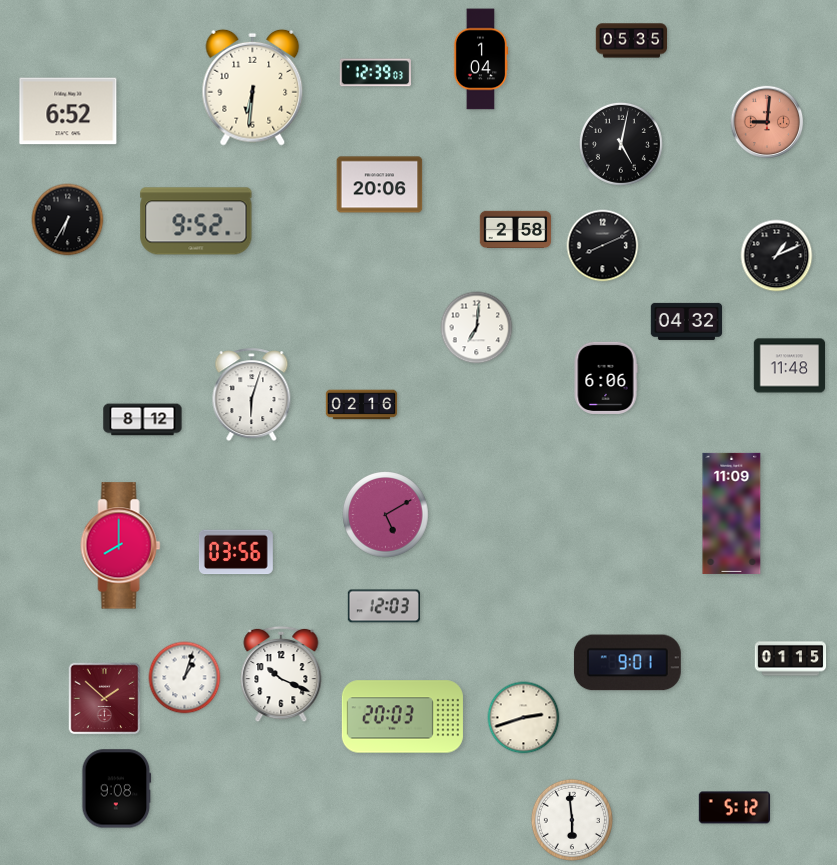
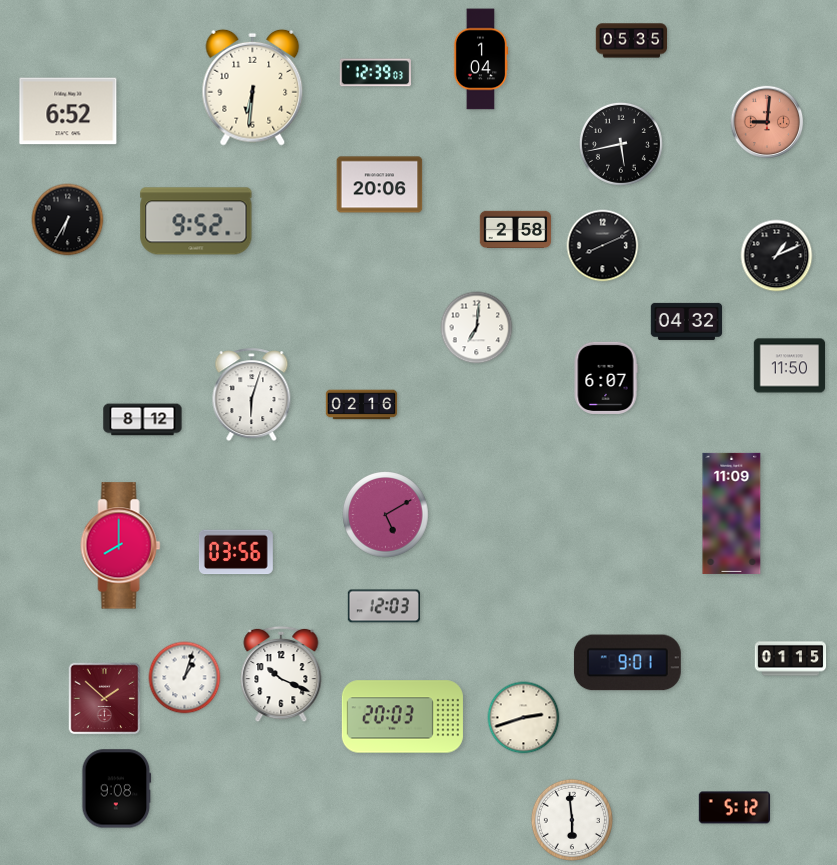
clock at (621, 144): 5:02 -> 5:43
clock at (790, 366): 11:48 -> 11:50
clock at (606, 378): 6:06 -> 6:07
